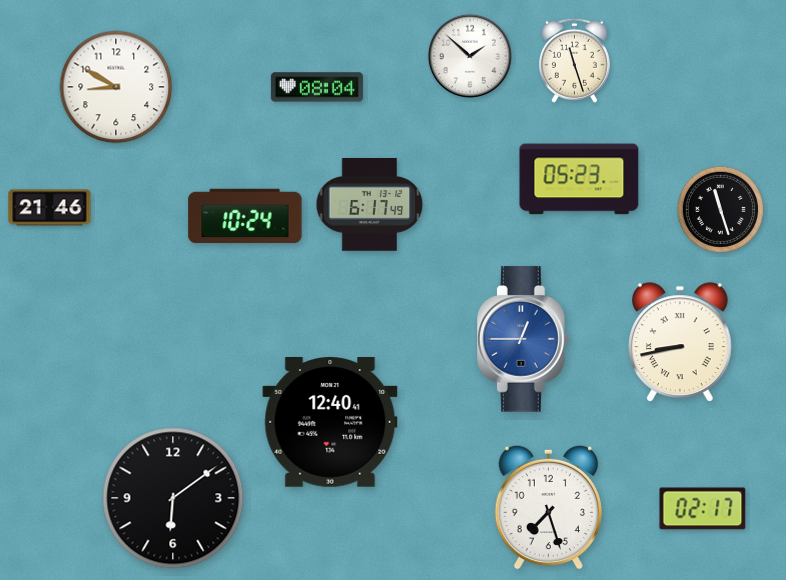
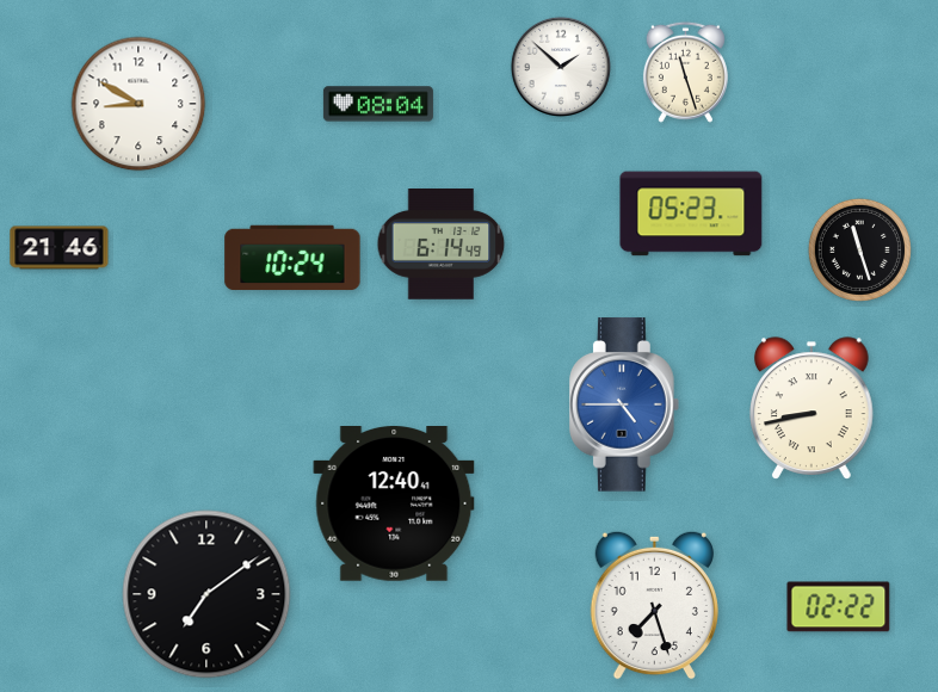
clock at (370, 205): 6:17 -> 6:14
clock at (524, 339): 12:45 -> 4:45
clock at (173, 498): 6:09 -> 7:09
clock at (703, 509): 02:17 -> 02:22
